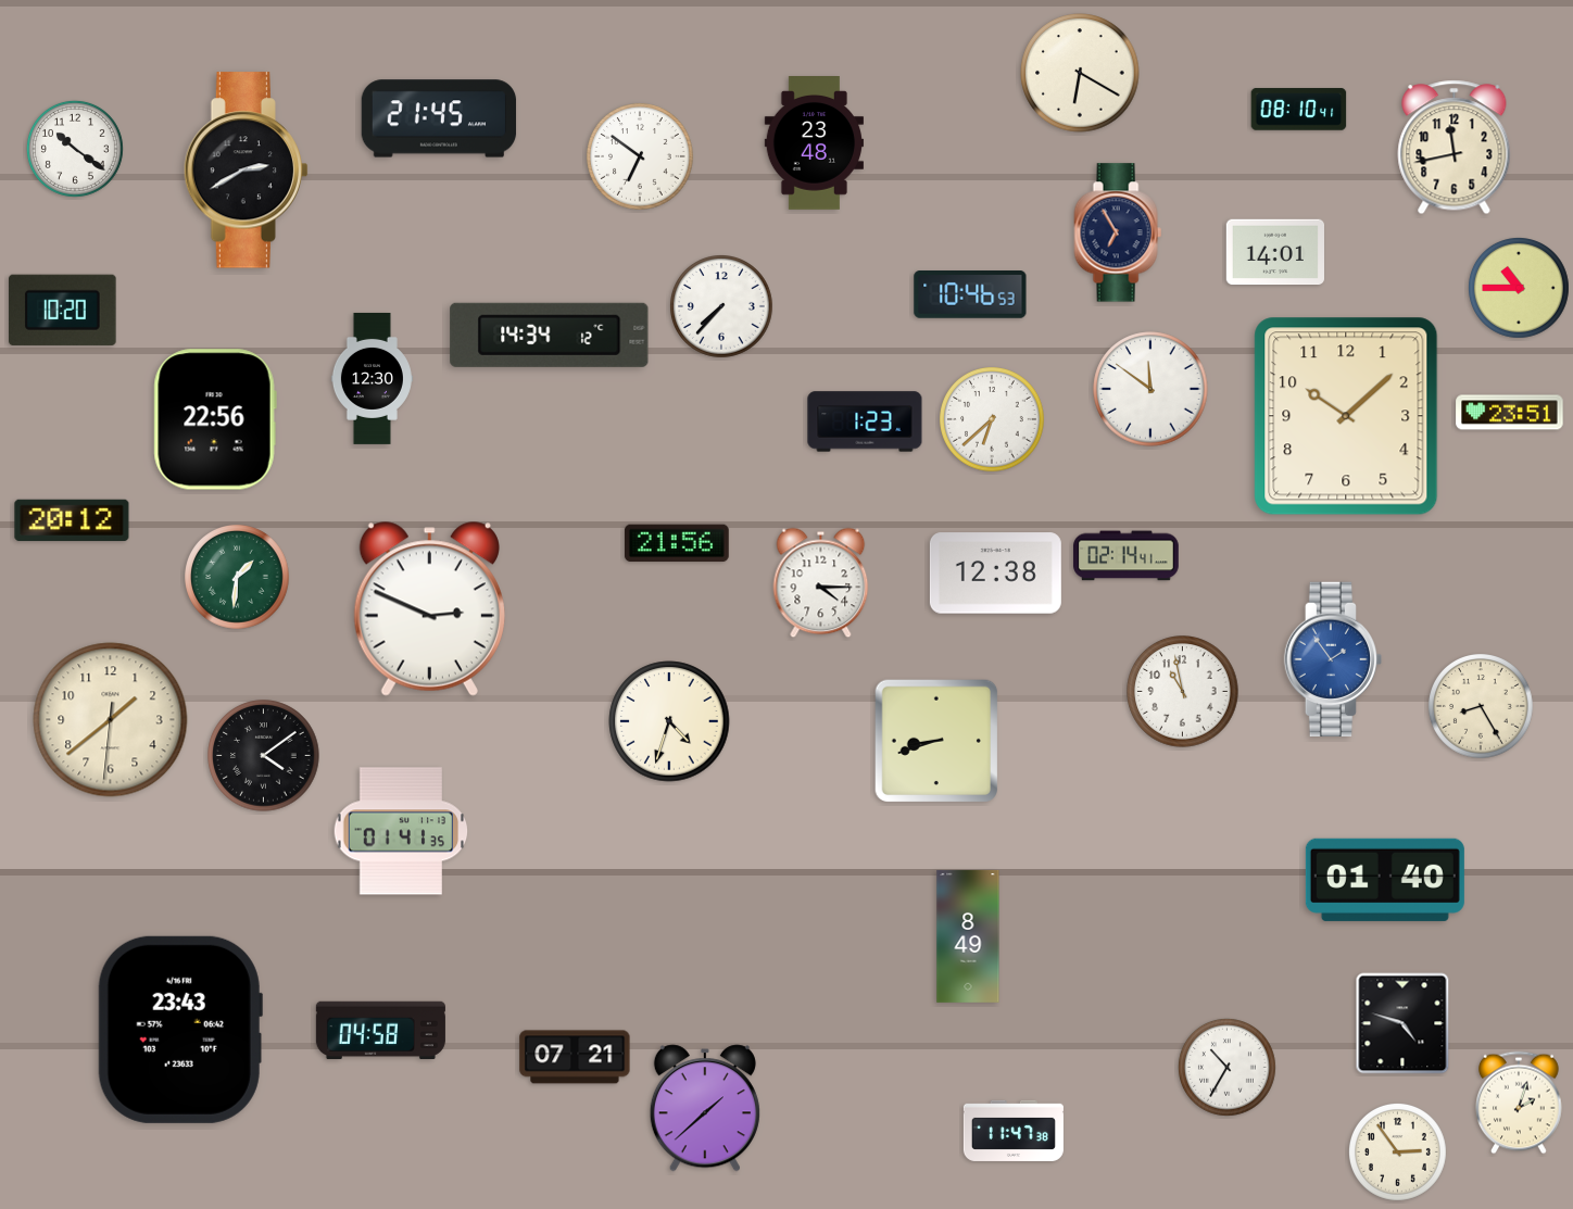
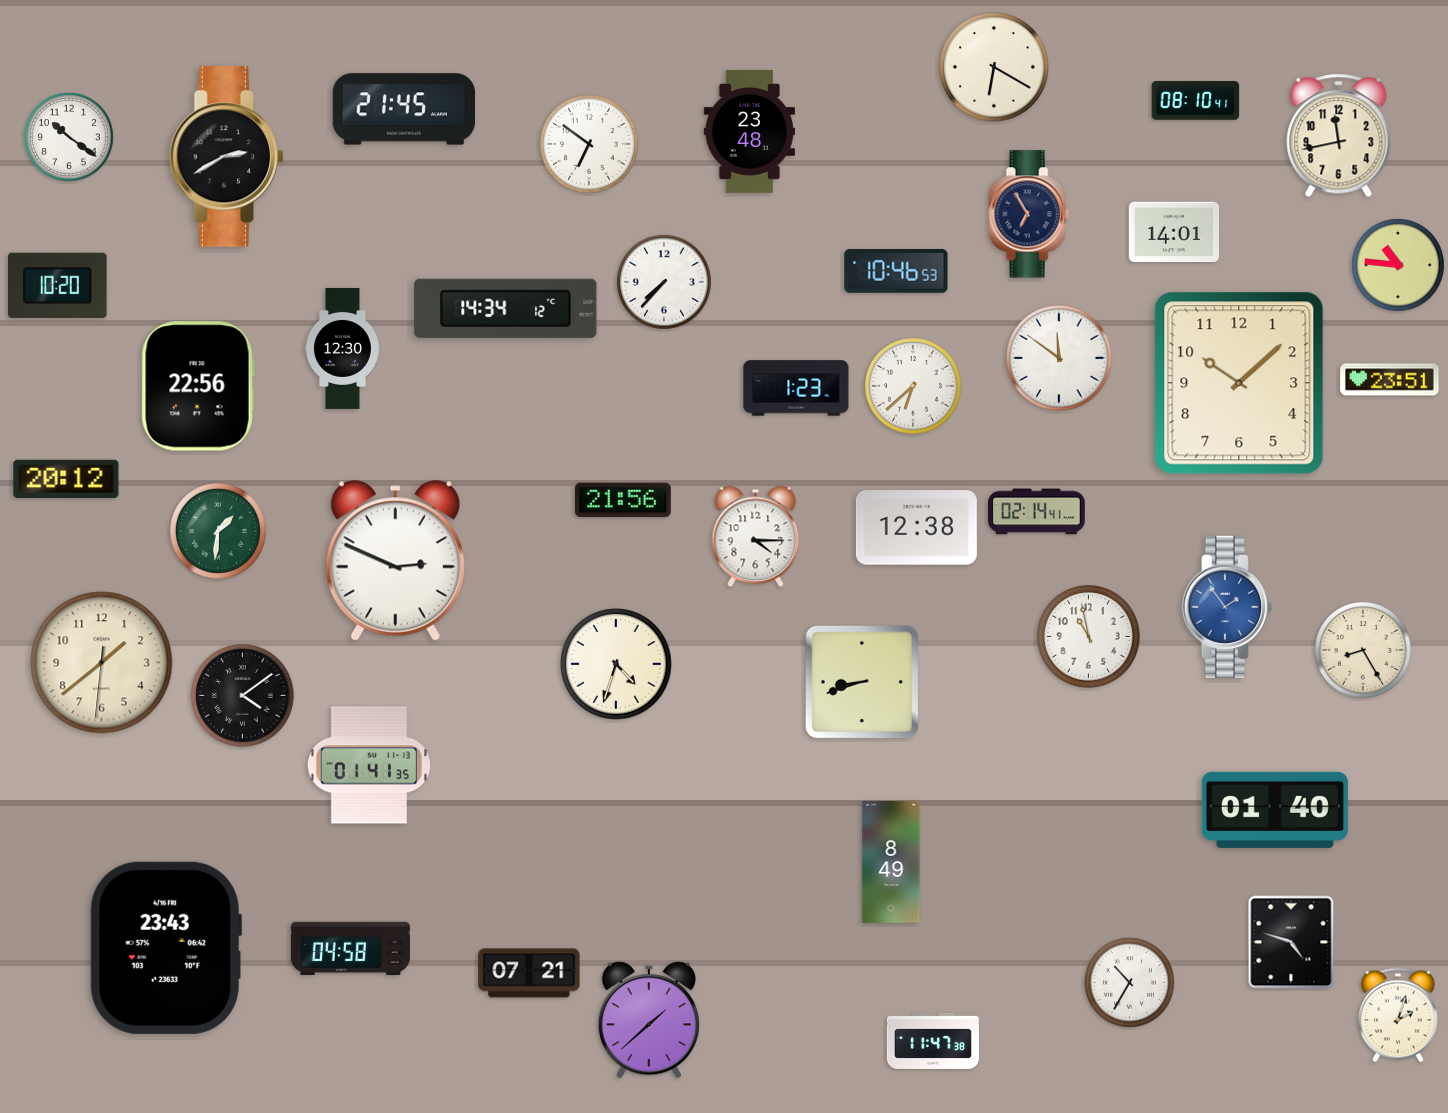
clock at (1520, 289): 10:45 -> 10:46
clock at (970, 295) position: (970, 295) -> (896, 272)
clock at (1397, 1151): 2:54 -> none
